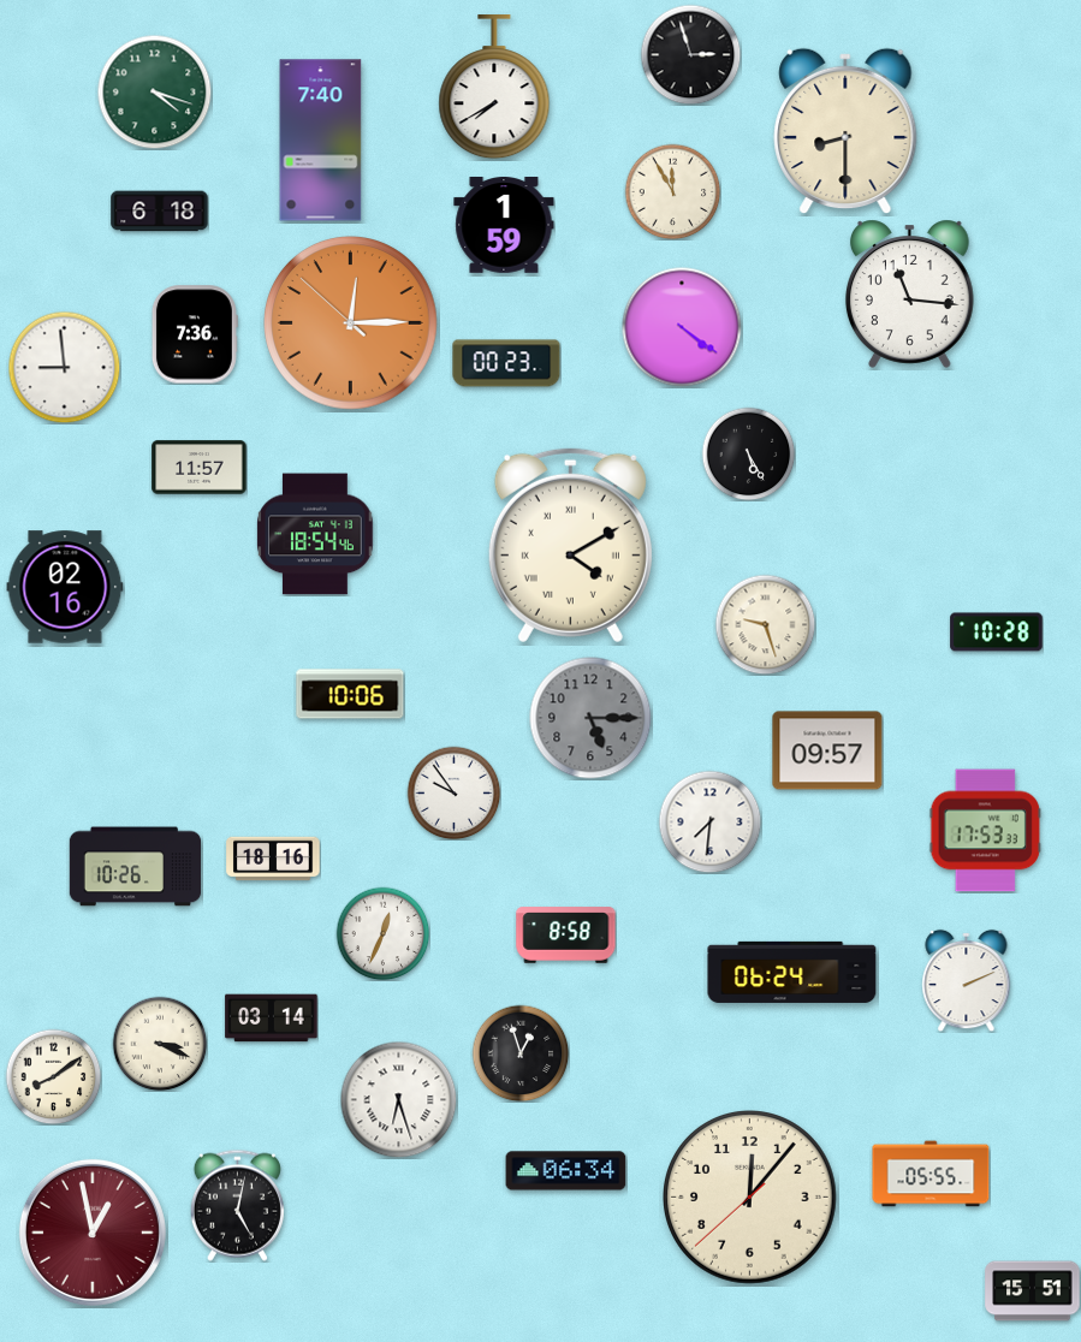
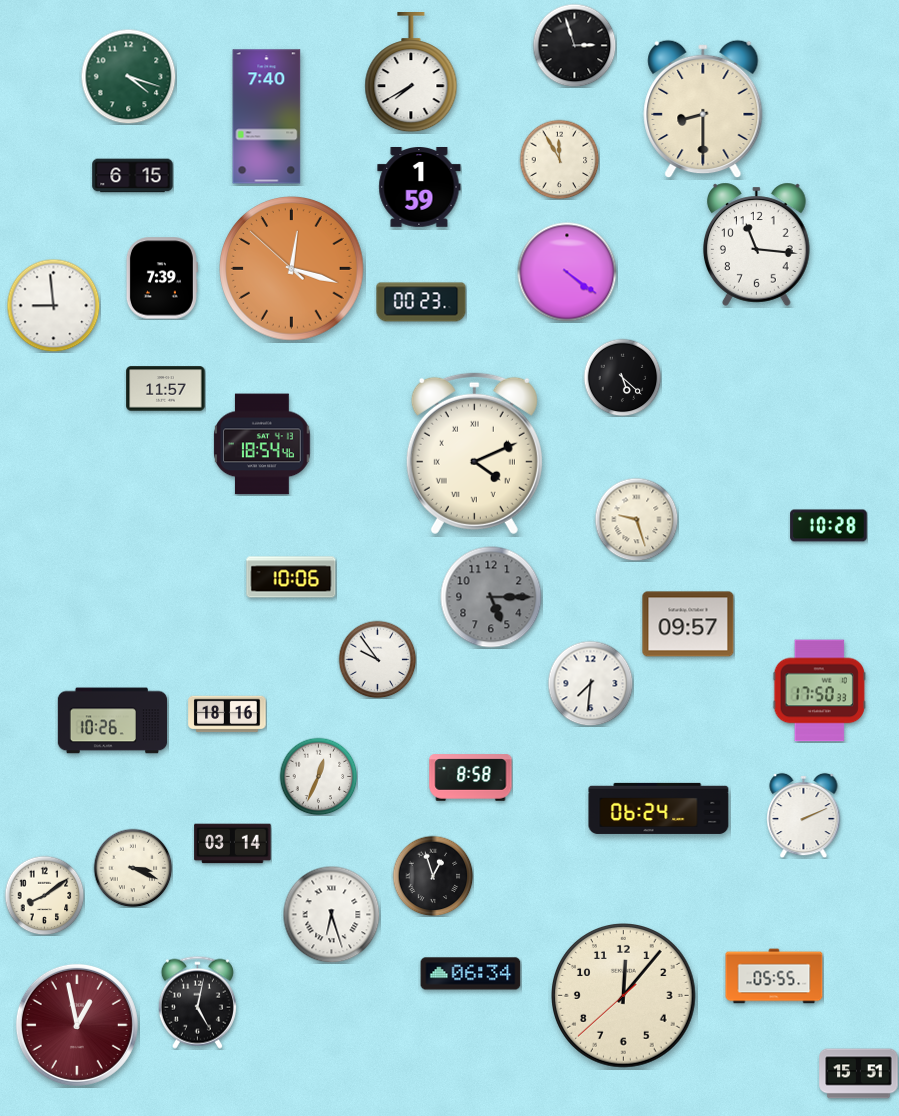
clock at (160, 212): 6:18 -> 6:15
clock at (351, 323): 12:14 -> 12:17
clock at (195, 334): 7:36 -> 7:39
clock at (748, 453): 5:25 -> 5:22
clock at (570, 545): 4:10 -> 4:11
clock at (65, 587): 02:16 -> none
clock at (985, 831): 17:53 -> 17:50
clock at (272, 1019) position: (272, 1019) -> (233, 844)
